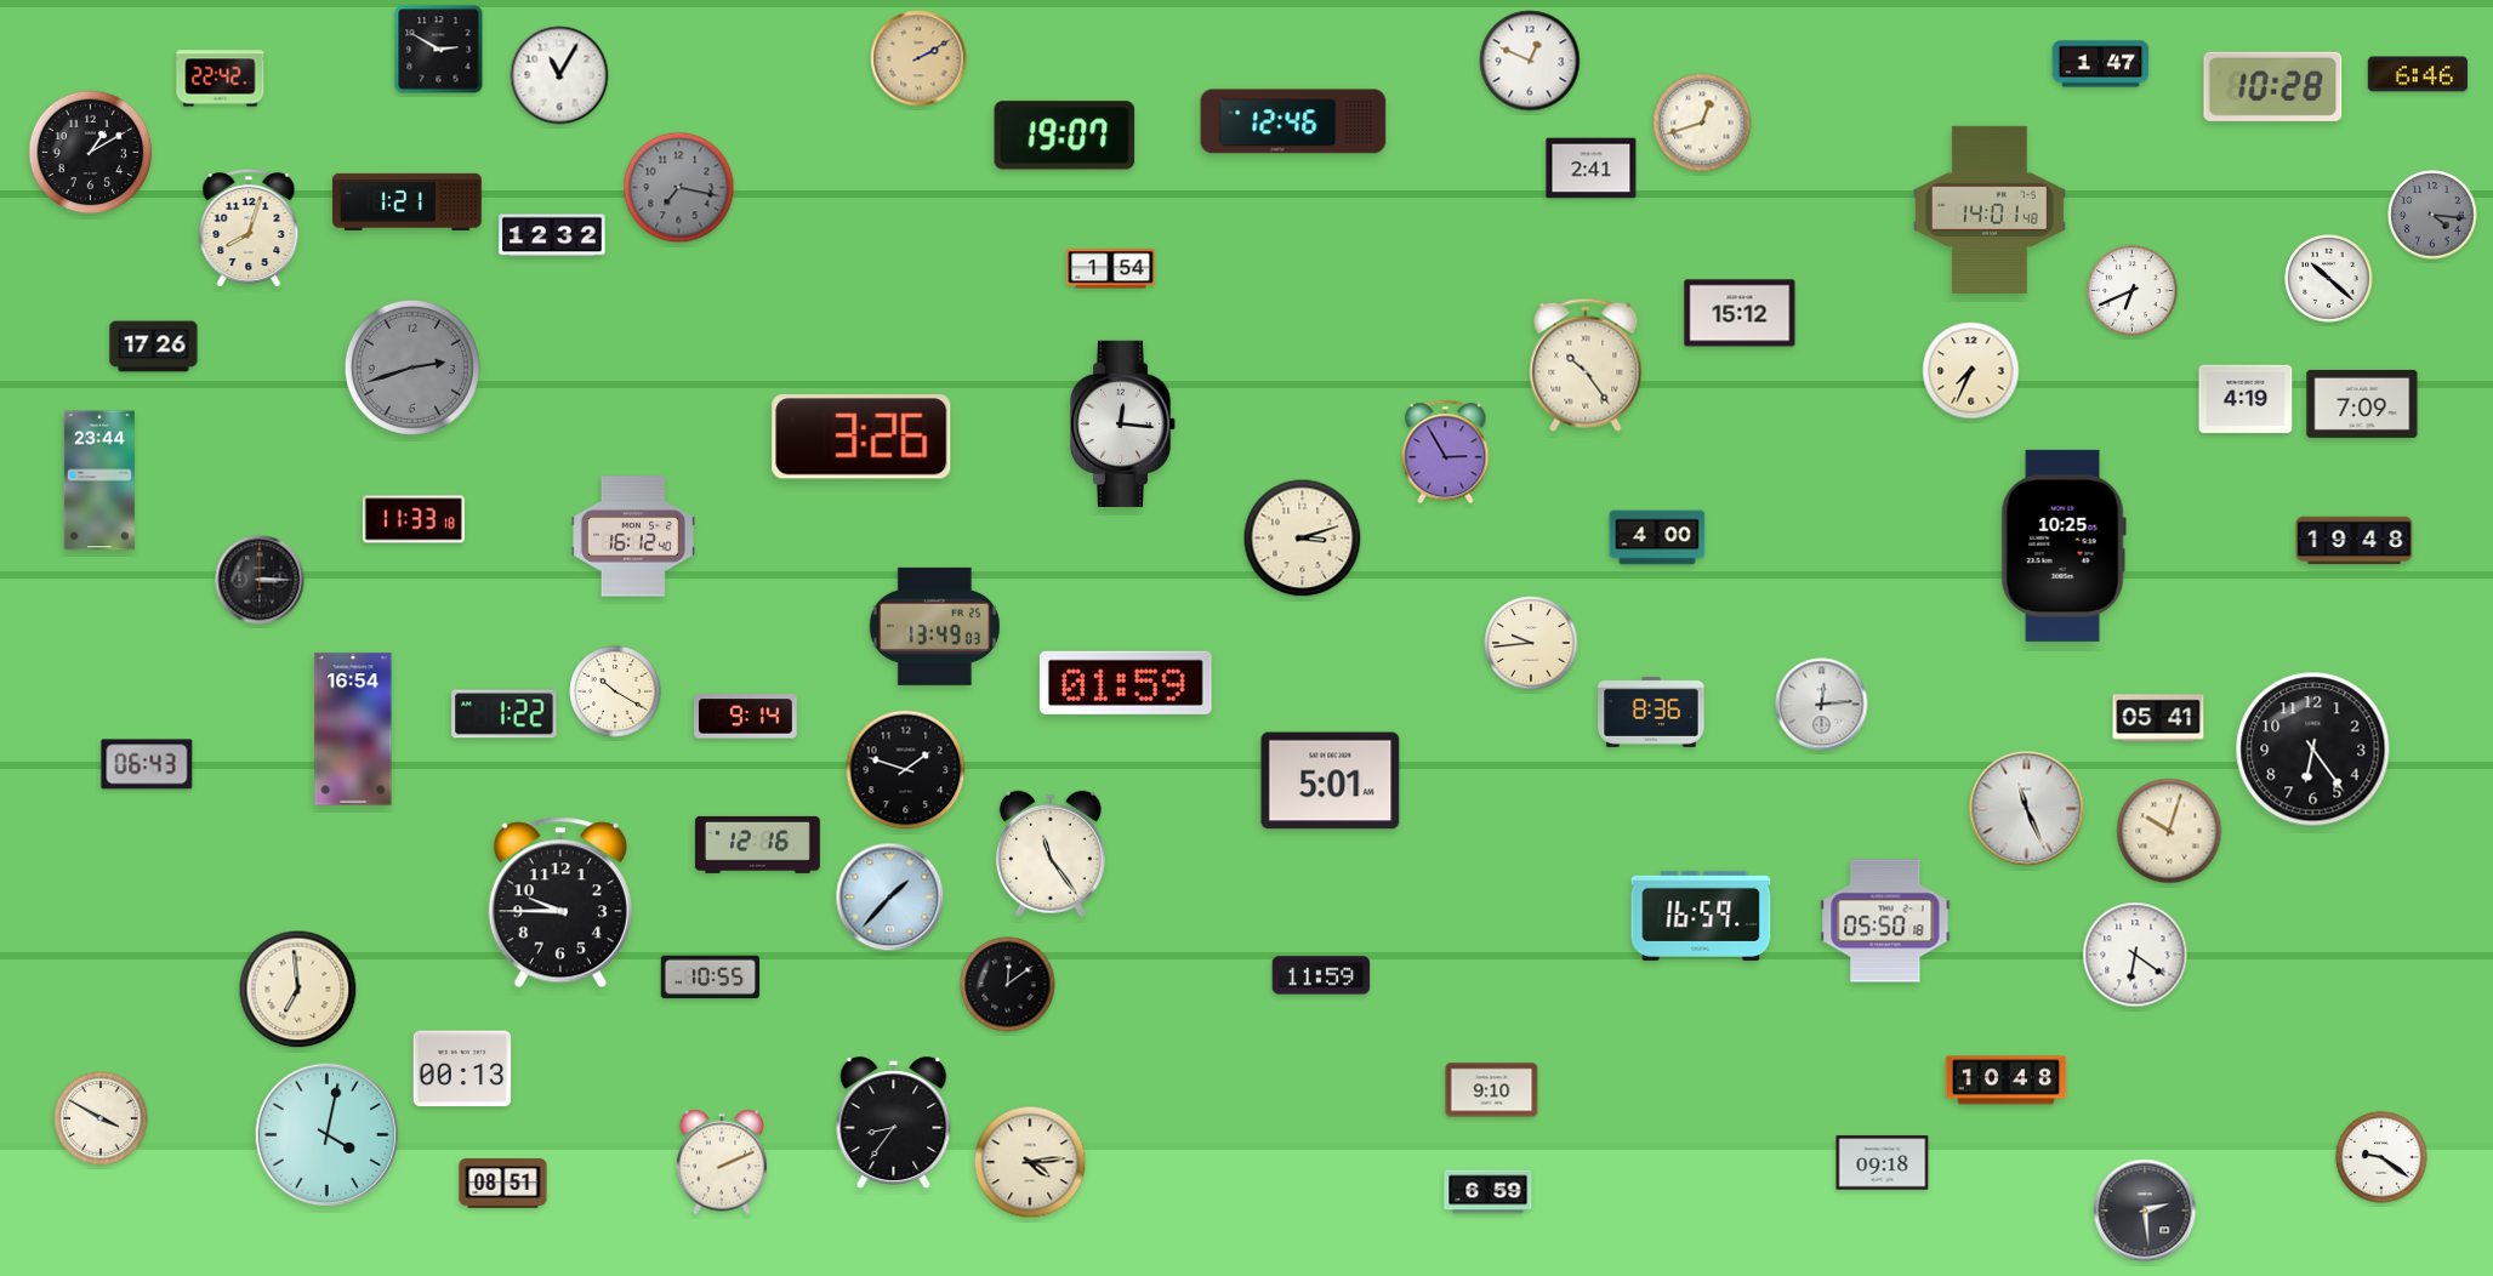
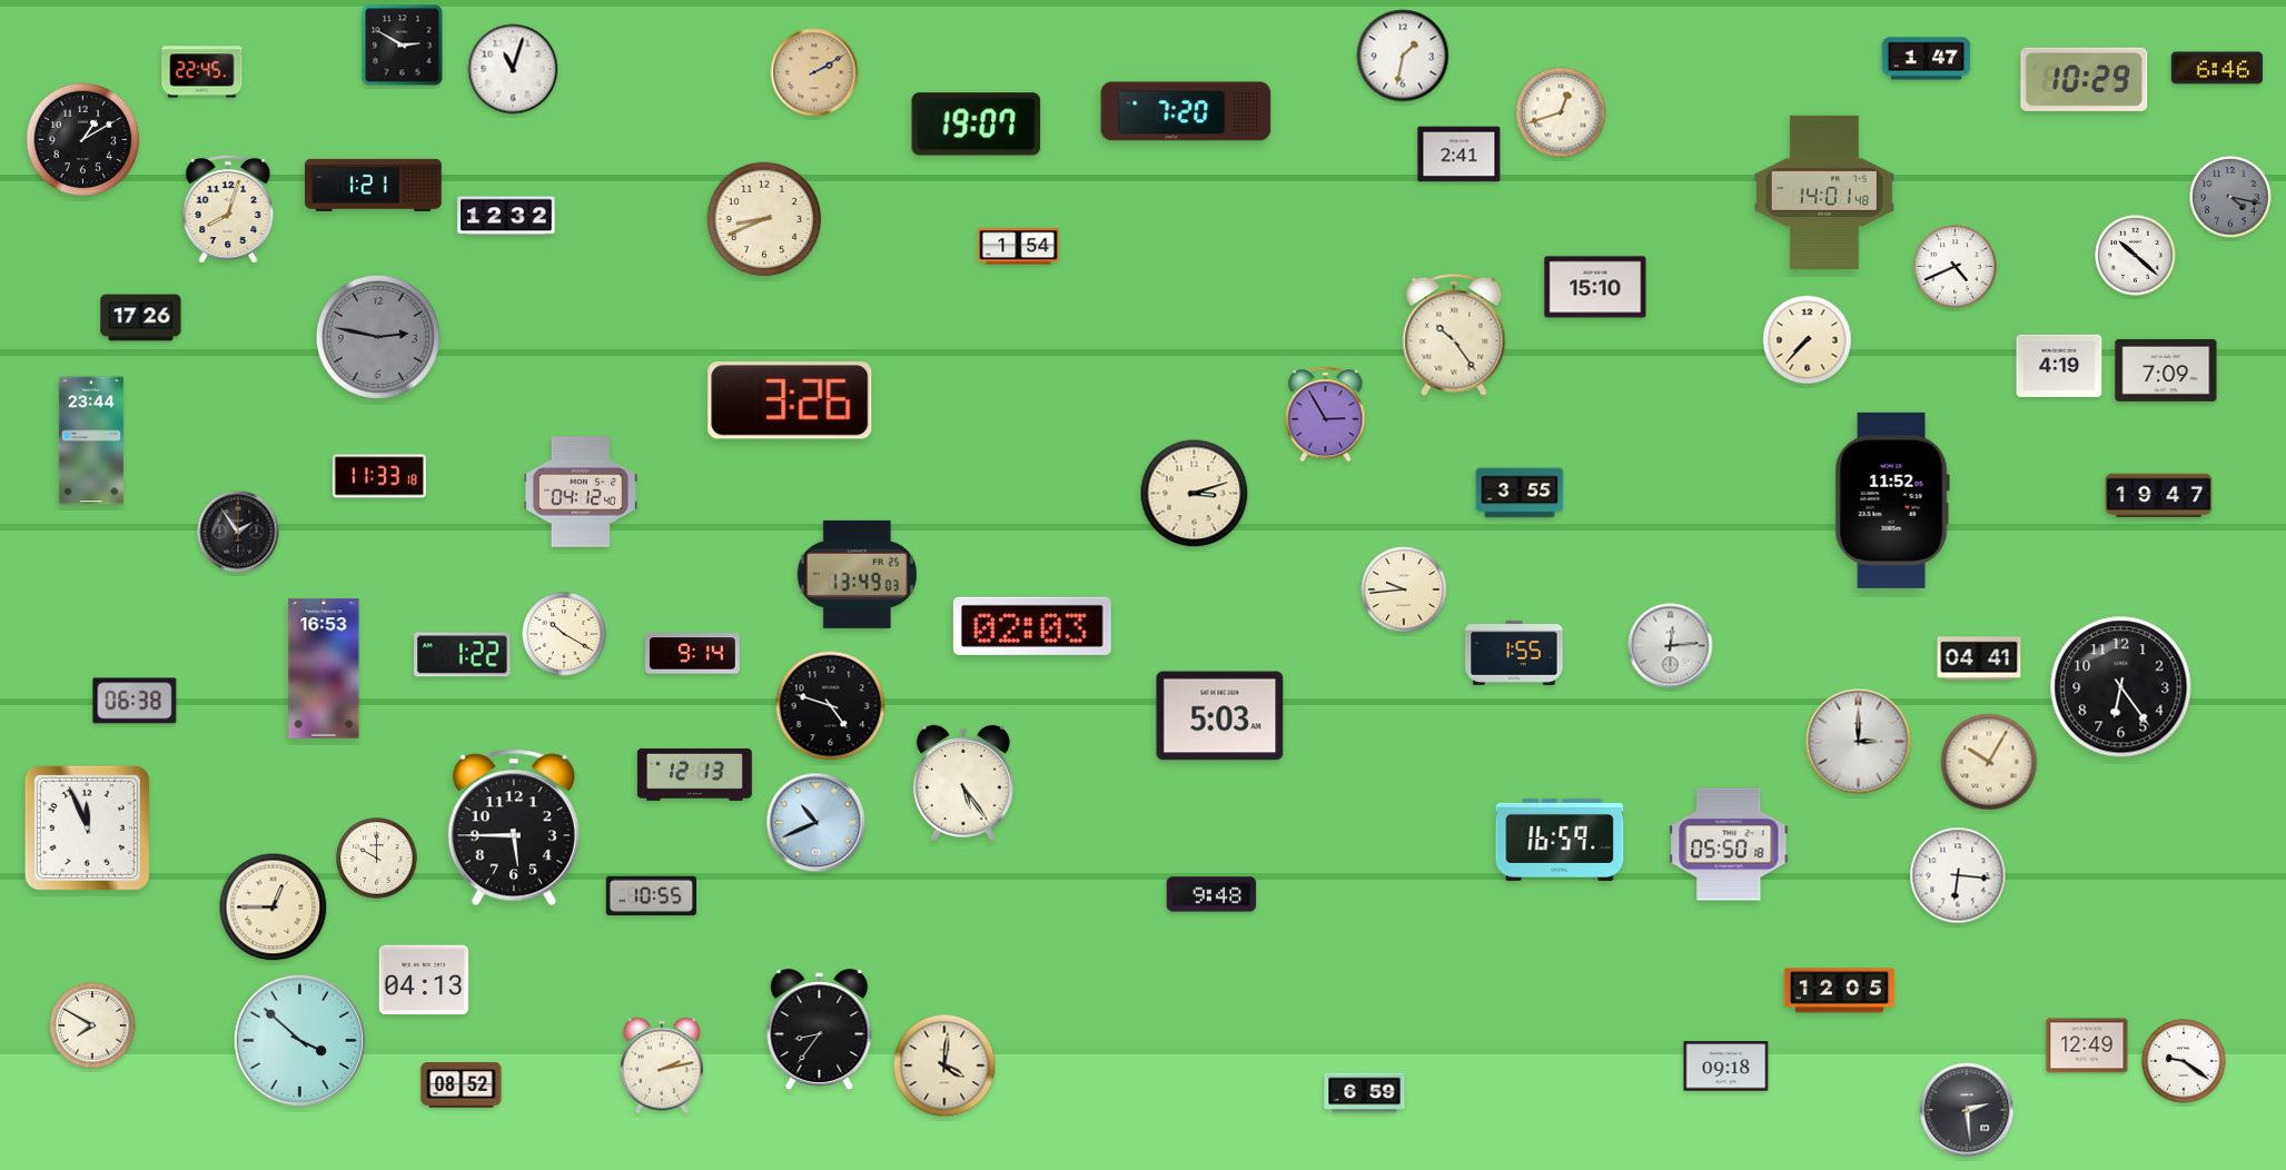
clock at (918, 58) position: (918, 58) -> (814, 72)
clock at (1530, 61): 12:49 -> 1:32
clock at (559, 75): 11:05 -> 11:03
clock at (221, 79): 22:42 -> 22:45
clock at (2273, 86): 10:28 -> 10:29
clock at (1293, 121): 12:46 -> 7:20
clock at (679, 188): 7:17 -> none
clock at (2432, 215): 4:16 -> 4:17
clock at (764, 219): none -> 8:41
clock at (2133, 291): 6:41 -> 4:41
clock at (1740, 313): 15:12 -> 15:10
clock at (412, 368): 2:42 -> 2:47
clock at (1971, 371): 7:34 -> 7:37
clock at (1123, 423): 12:16 -> none
clock at (633, 536): 16:12 -> 04:12
clock at (1657, 537): 4:00 -> 3:55
clock at (2355, 541): 19:48 -> 19:47
clock at (2064, 546): 10:25 -> 11:52
clock at (260, 580): 3:15 -> 1:54
clock at (1126, 683): 01:59 -> 02:03
clock at (1651, 712): 8:36 -> 1:55
clock at (745, 717) position: (745, 717) -> (692, 654)
clock at (2158, 718): 05:41 -> 04:41
clock at (353, 729): 16:54 -> 16:53
clock at (147, 764): 06:43 -> 06:38
clock at (906, 770): 1:48 -> 4:48
clock at (1331, 781): 5:01 -> 5:03
clock at (2027, 809): 11:26 -> 3:00
clock at (2169, 831): 10:03 -> 10:05
clock at (757, 844): 12:16 -> 12:13
clock at (1051, 854): 11:24 -> 5:24
clock at (890, 898): 1:37 -> 10:41
clock at (87, 827): none -> 11:56
clock at (560, 902): 9:45 -> 5:45
clock at (377, 859): none -> 10:00
clock at (2135, 955): 6:21 -> 6:16
clock at (1321, 975): 11:59 -> 9:48
clock at (1008, 985): 12:09 -> none
clock at (298, 990): 6:59 -> 12:45
clock at (462, 1069): 00:13 -> 04:13
clock at (2007, 1081): 10:48 -> 12:05
clock at (1492, 1090): 9:10 -> none
clock at (101, 1118): 3:50 -> 7:50
clock at (328, 1135): 4:02 -> 3:52
clock at (2087, 1045): none -> 12:49
clock at (721, 1162): 2:11 -> 2:13
clock at (1030, 1162): 4:14 -> 4:01
clock at (503, 1184): 08:51 -> 08:52
